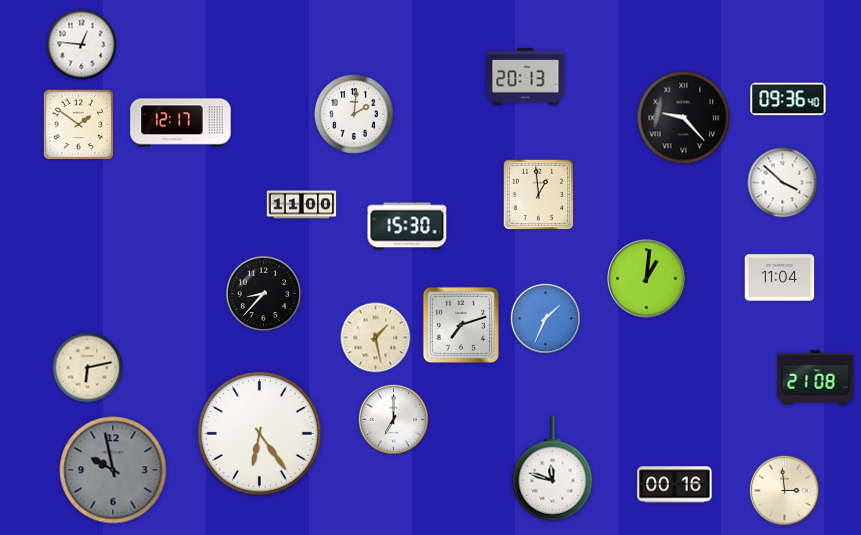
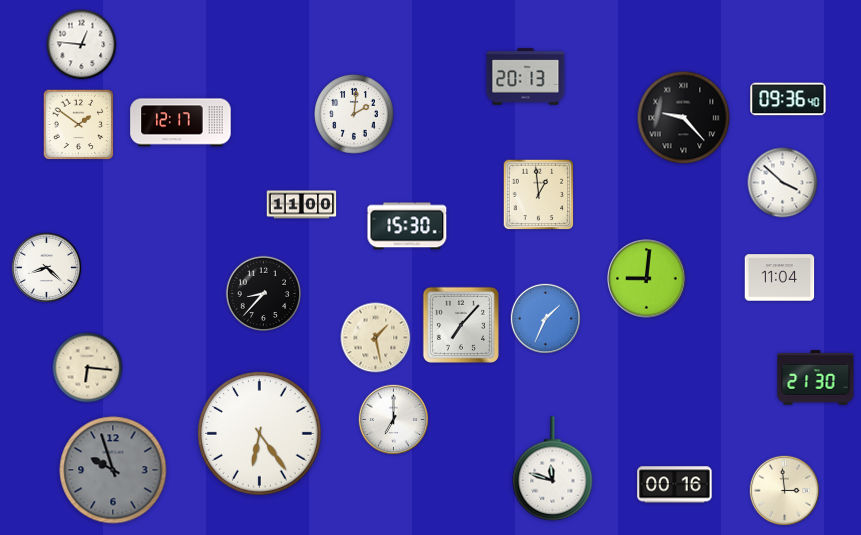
clock at (47, 268): none -> 8:22
clock at (647, 279): 1:01 -> 9:01
clock at (461, 325): 7:12 -> 7:07
clock at (88, 368): 6:13 -> 6:16
clock at (816, 378): 21:08 -> 21:30
clock at (113, 470): 9:58 -> 9:57
